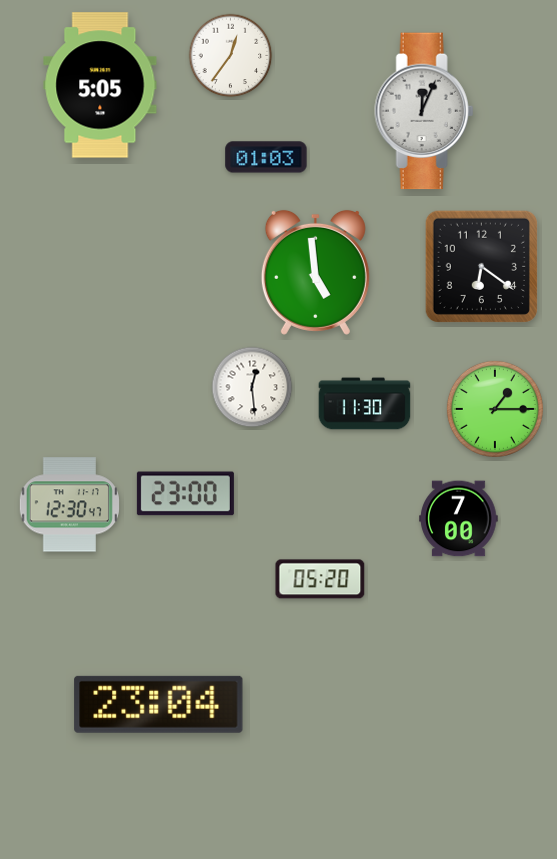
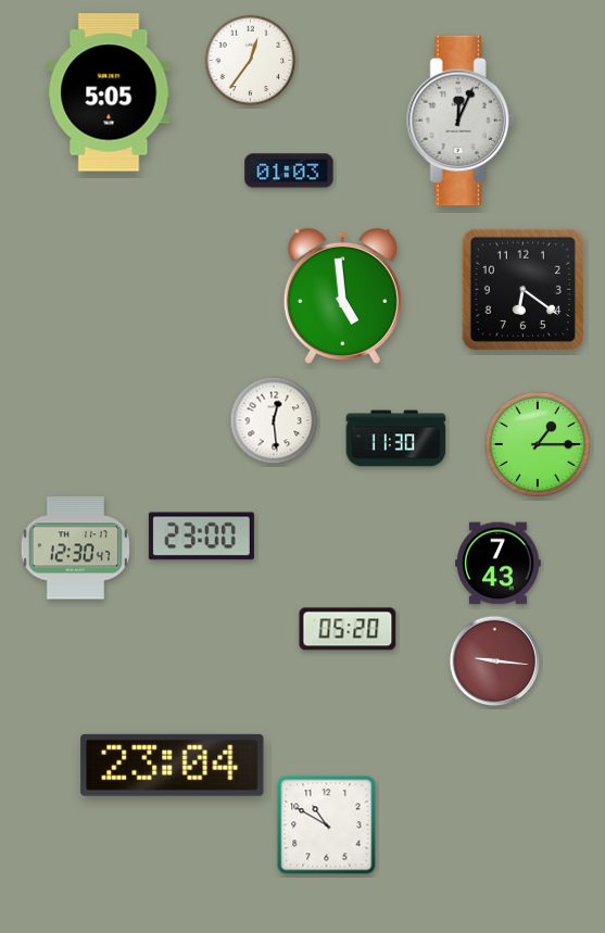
clock at (459, 519): 7:00 -> 7:43
clock at (495, 661): none -> 9:16
clock at (327, 825): none -> 10:50
